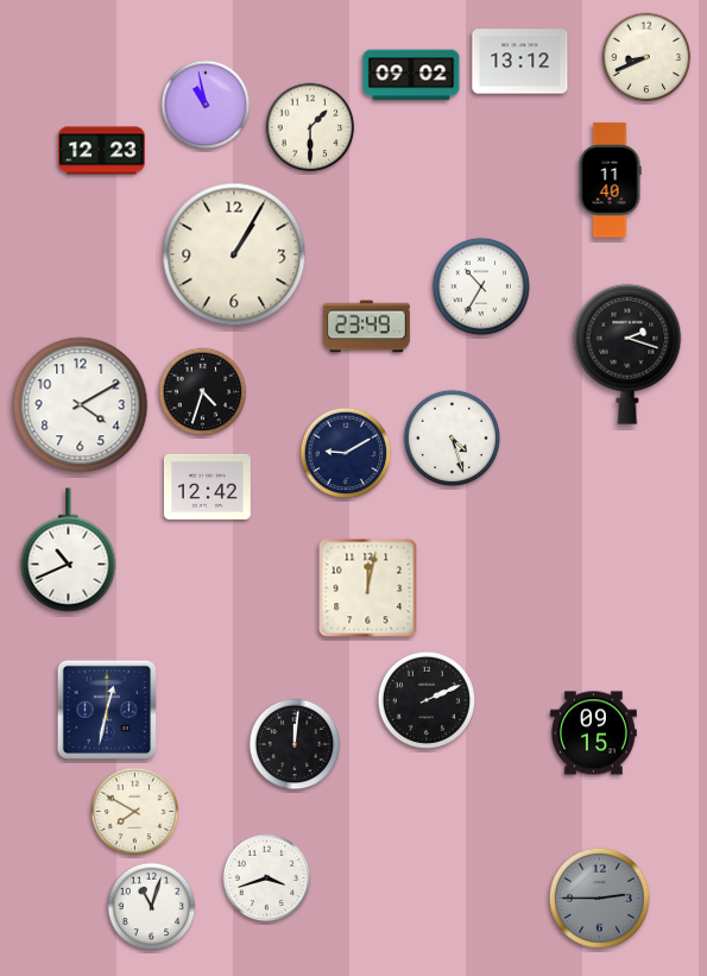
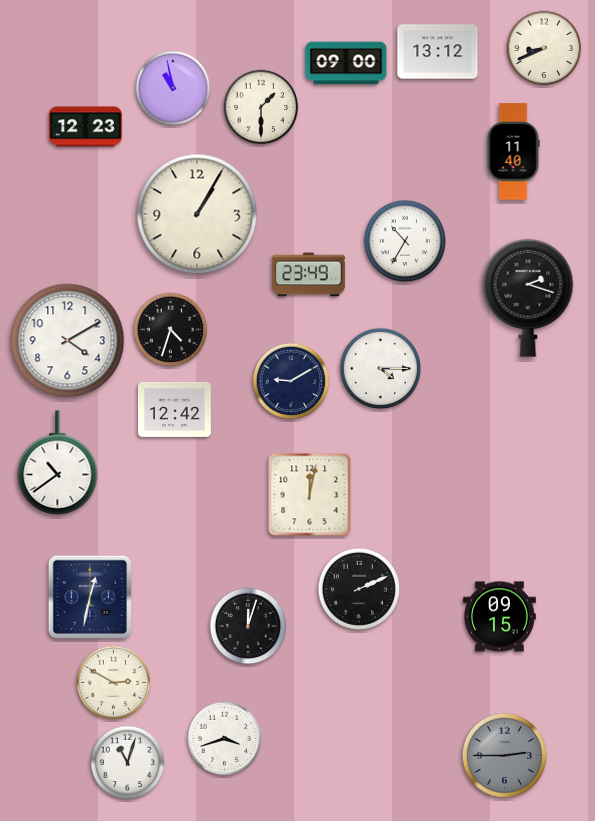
clock at (411, 75): 09:02 -> 09:00
clock at (452, 437): 4:27 -> 4:15
clock at (69, 550): 10:41 -> 10:39
clock at (295, 744): 12:01 -> 12:03
clock at (135, 812): 7:50 -> 2:50
